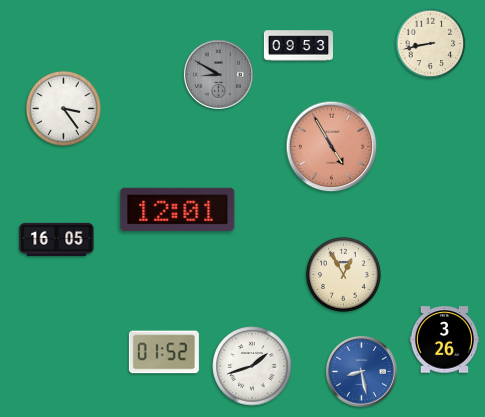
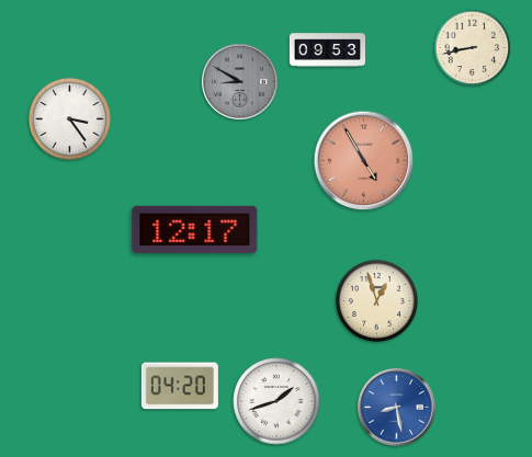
clock at (178, 209): 12:01 -> 12:17
clock at (57, 239): 16:05 -> none
clock at (343, 274): 12:55 -> 12:57
clock at (444, 340): 3:26 -> none
clock at (164, 352): 01:52 -> 04:20
